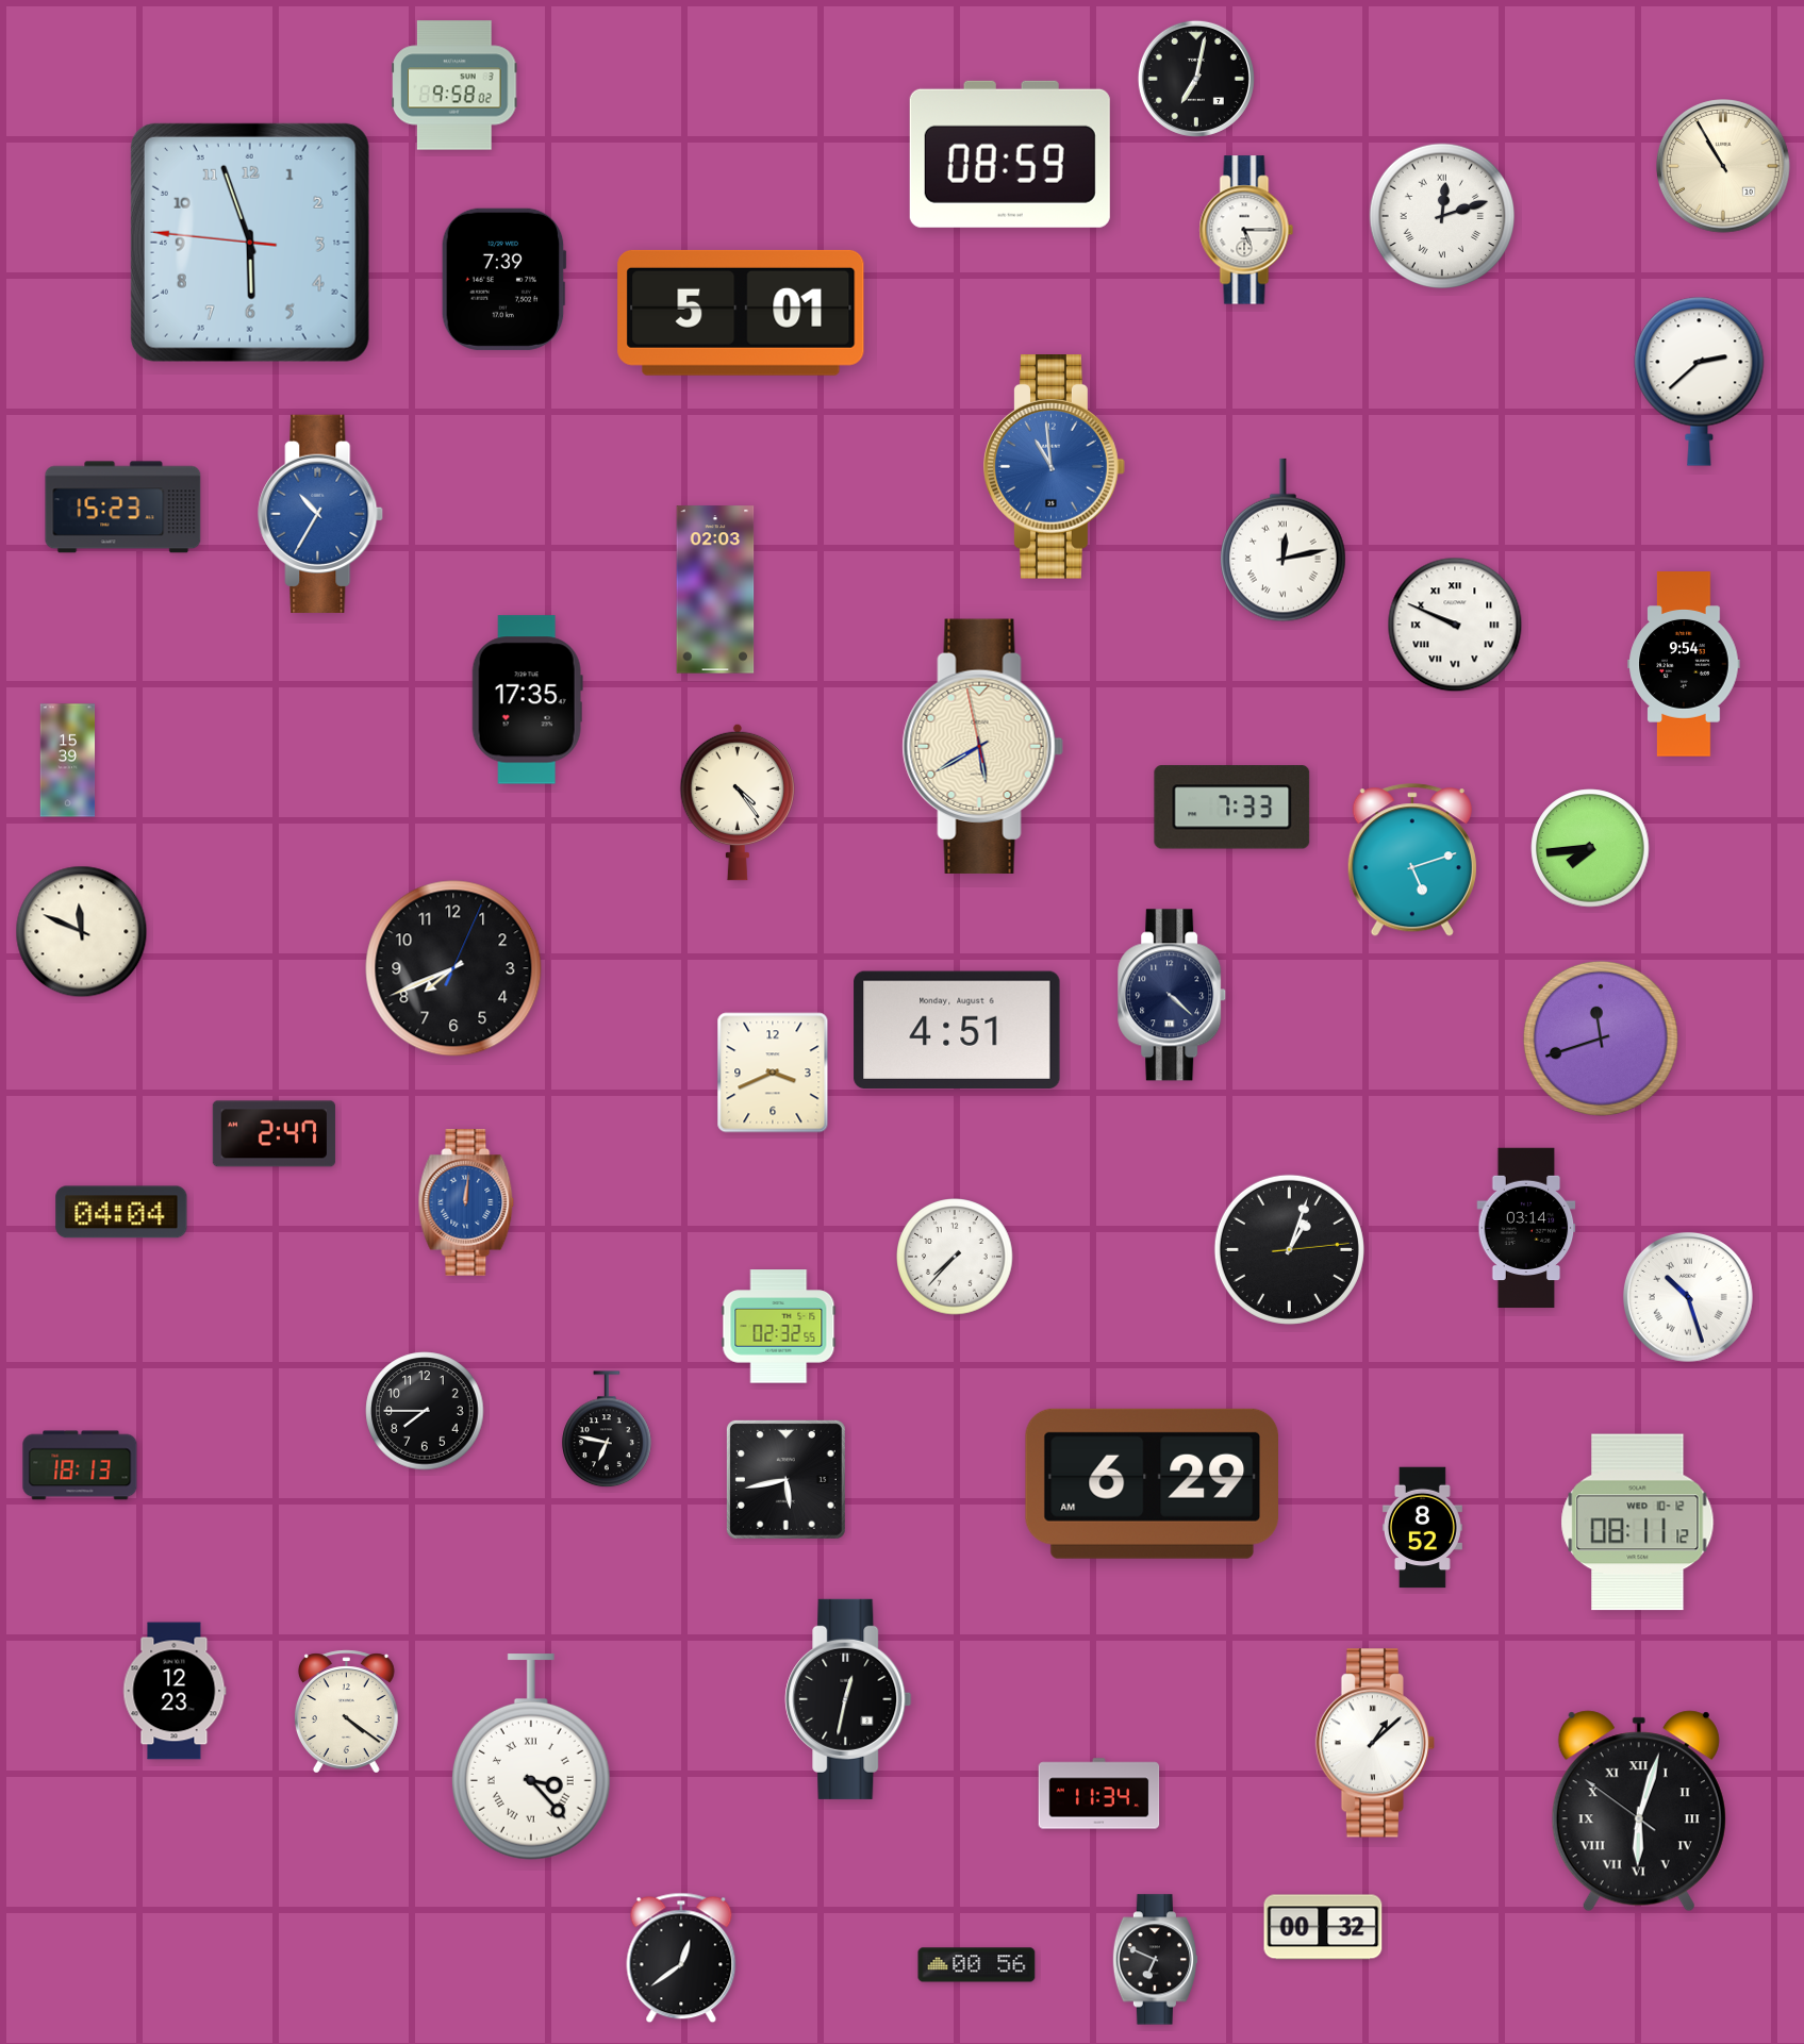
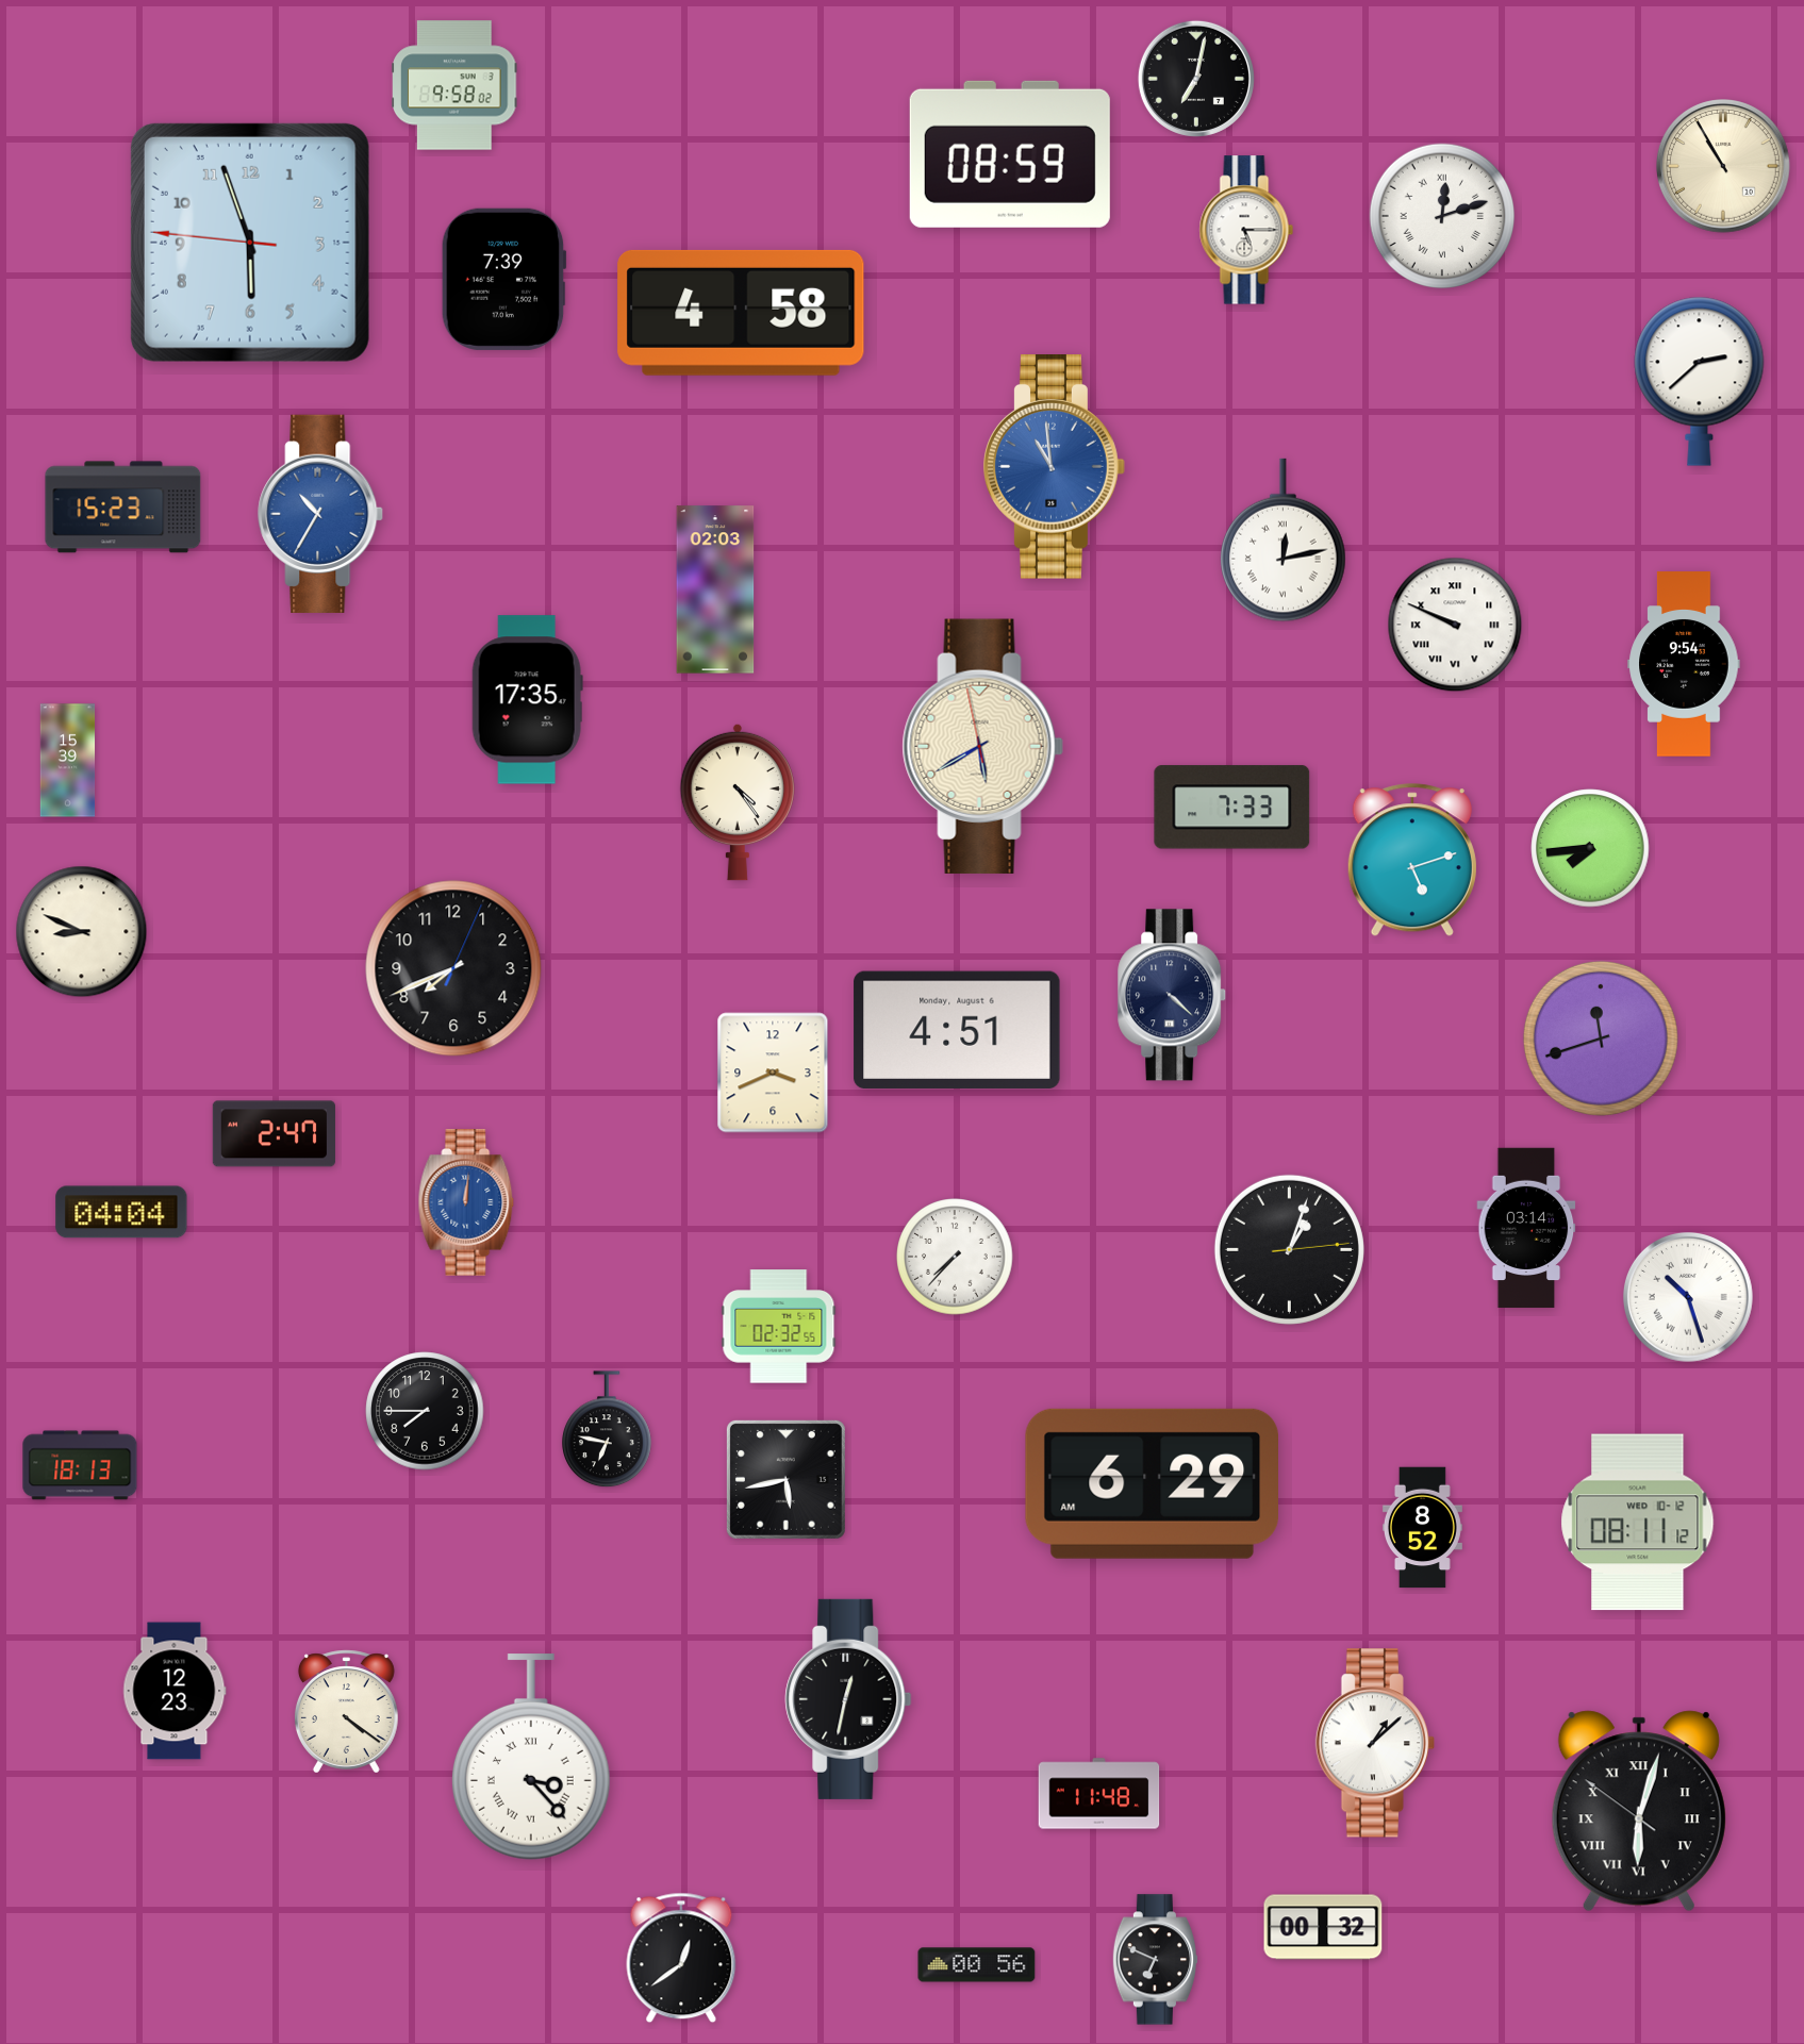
clock at (741, 313): 5:01 -> 4:58
clock at (82, 932): 11:49 -> 8:49
clock at (1099, 1794): 11:34 -> 11:48
